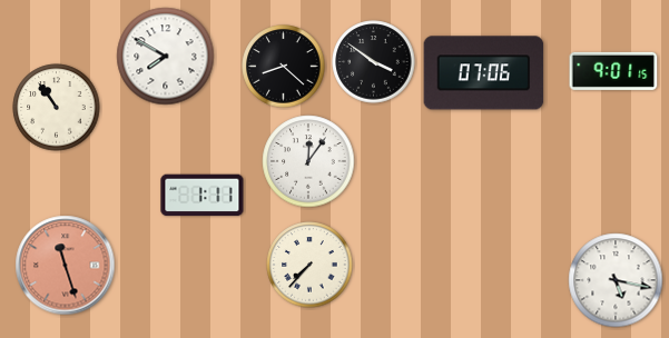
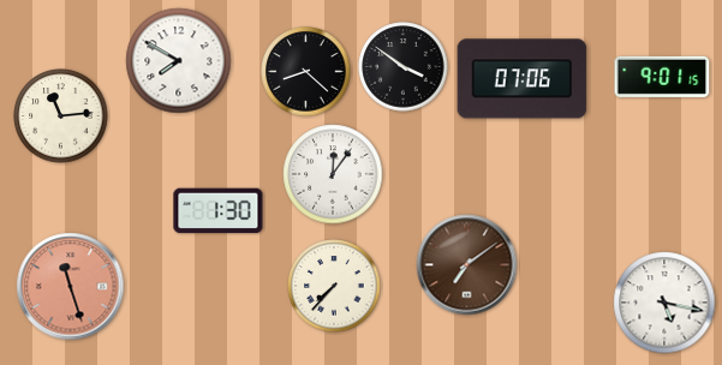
clock at (57, 108): 10:54 -> 11:14
clock at (203, 196): 1:11 -> 1:30
clock at (467, 265): none -> 7:09
